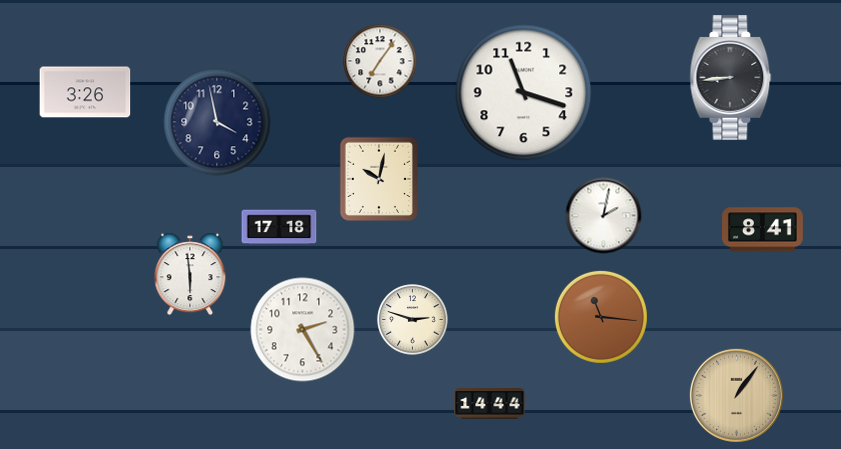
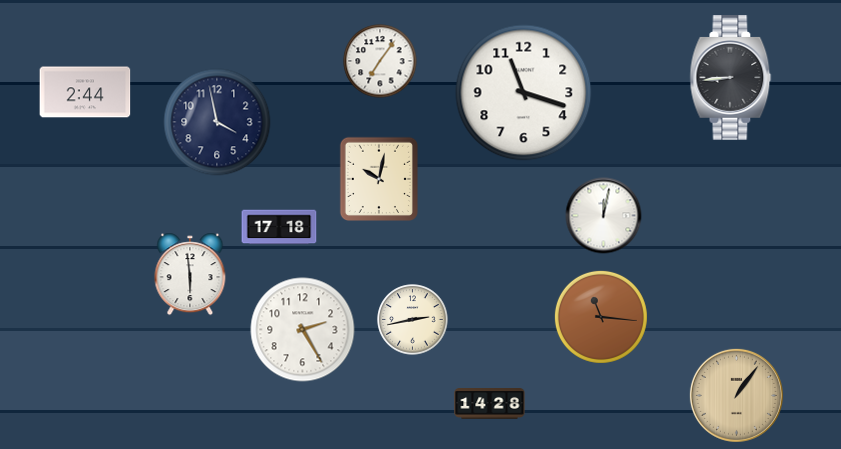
clock at (85, 92): 3:26 -> 2:44
clock at (604, 216): 2:02 -> 12:02
clock at (763, 230): 8:41 -> none
clock at (413, 320): 2:48 -> 2:43
clock at (490, 404): 14:44 -> 14:28
